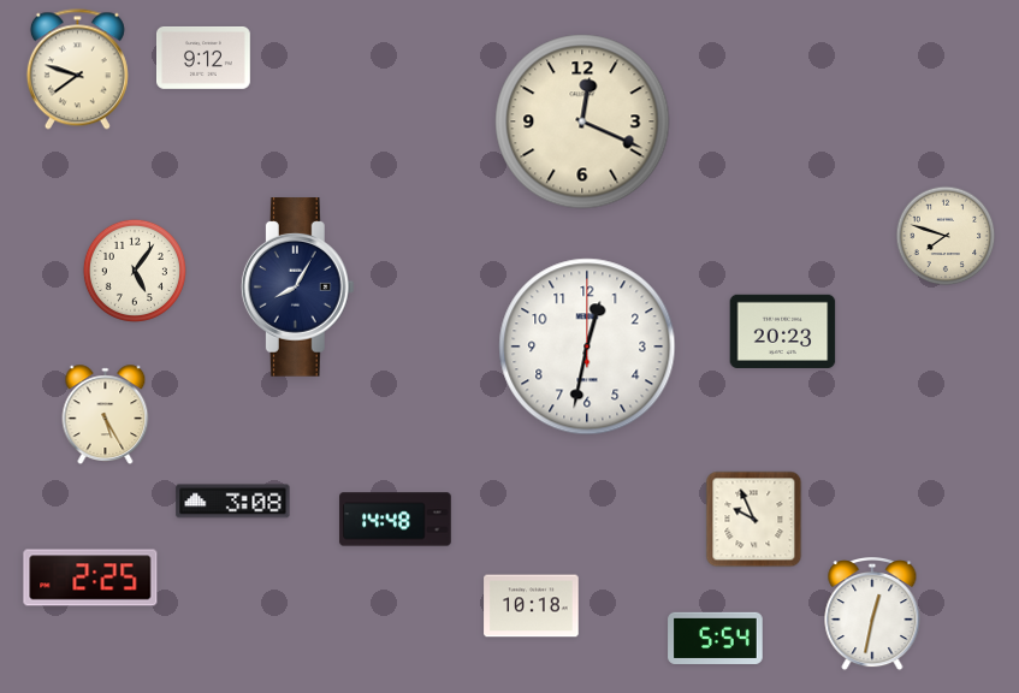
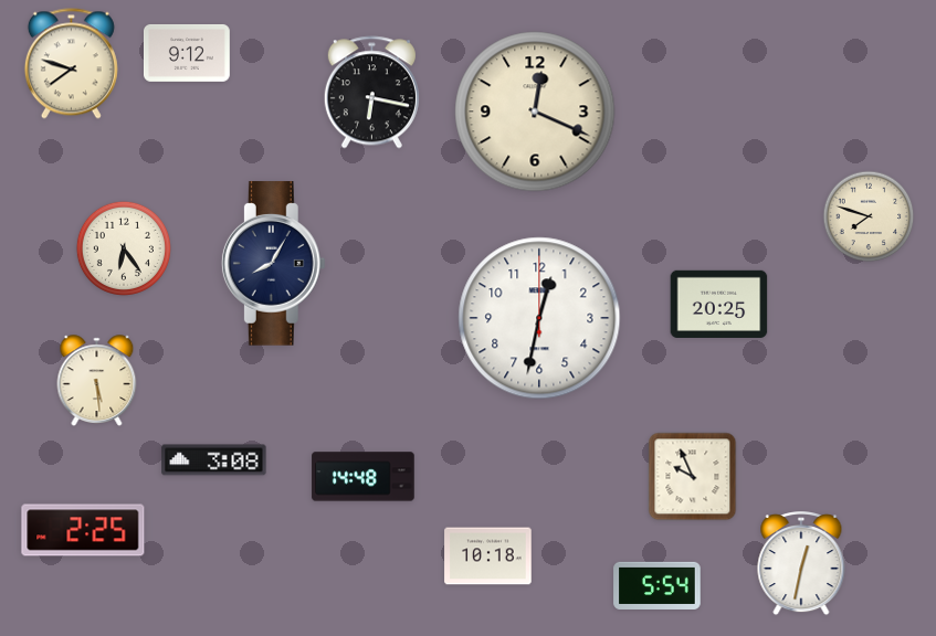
clock at (371, 93): none -> 6:17
clock at (135, 271): 5:06 -> 6:24
clock at (783, 331): 20:23 -> 20:25
clock at (106, 414): 5:25 -> 5:29
